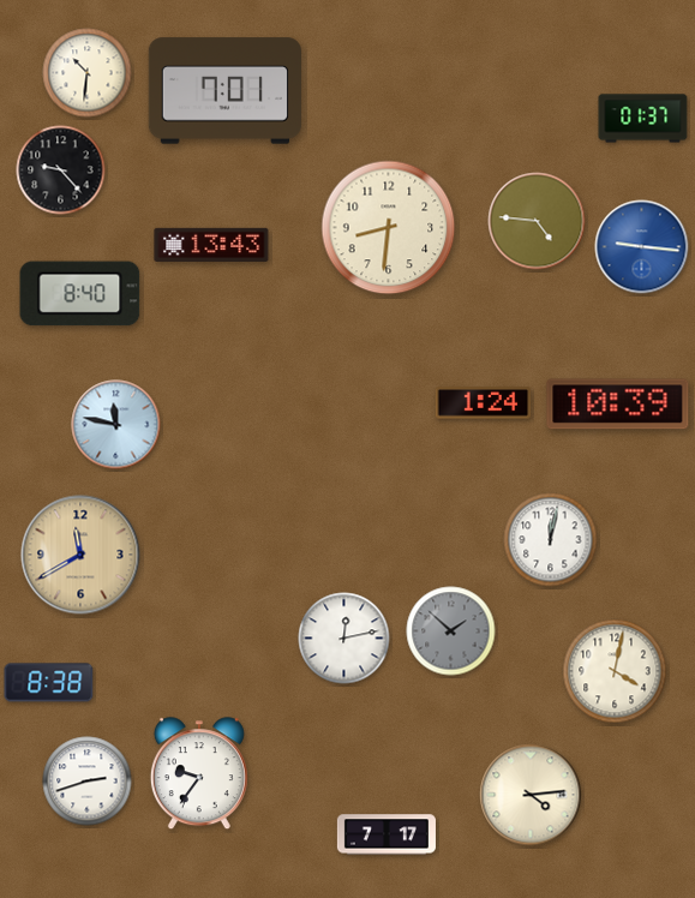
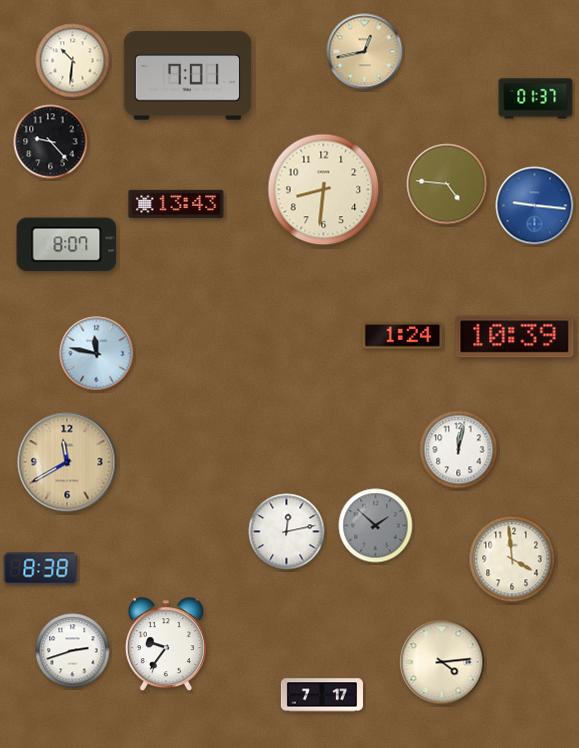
clock at (365, 52): none -> 12:43
clock at (80, 294): 8:40 -> 8:07
clock at (615, 671): 4:02 -> 3:59
